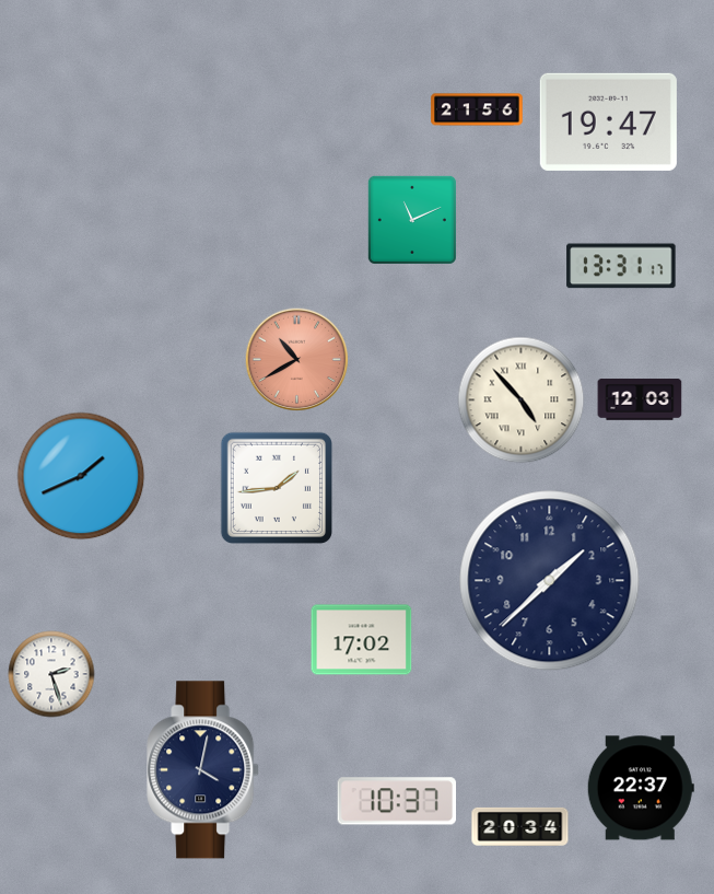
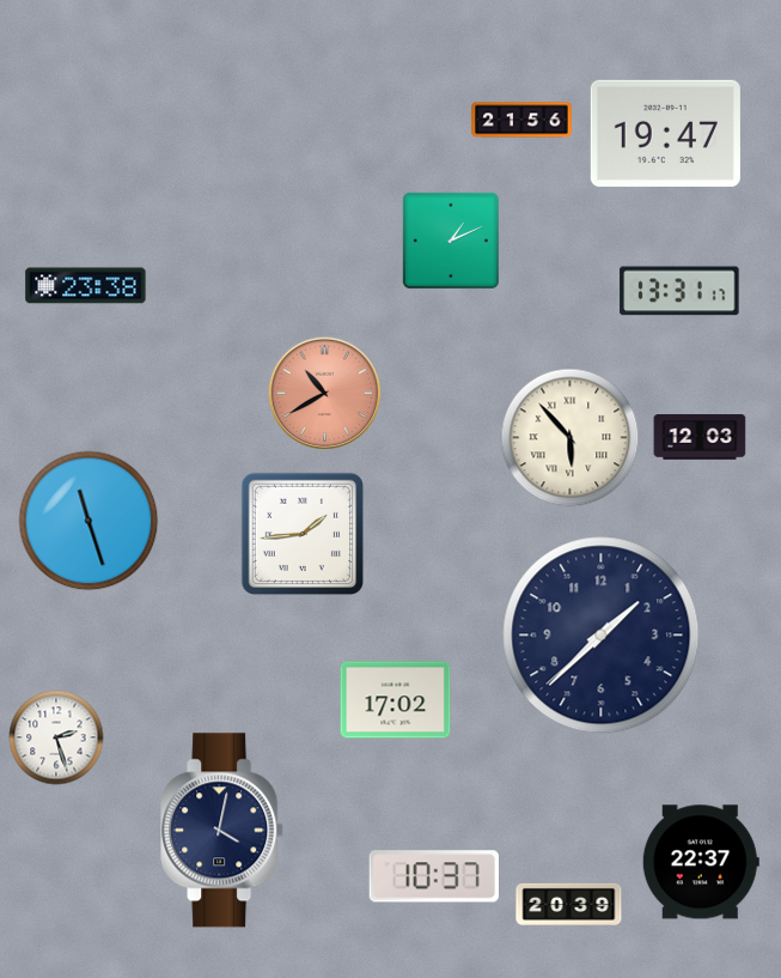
clock at (412, 220): 11:11 -> 1:11
clock at (86, 286): none -> 23:38
clock at (522, 400): 4:53 -> 5:53
clock at (81, 476): 1:41 -> 11:27
clock at (203, 770) position: (203, 770) -> (222, 831)
clock at (520, 826): 20:34 -> 20:39
